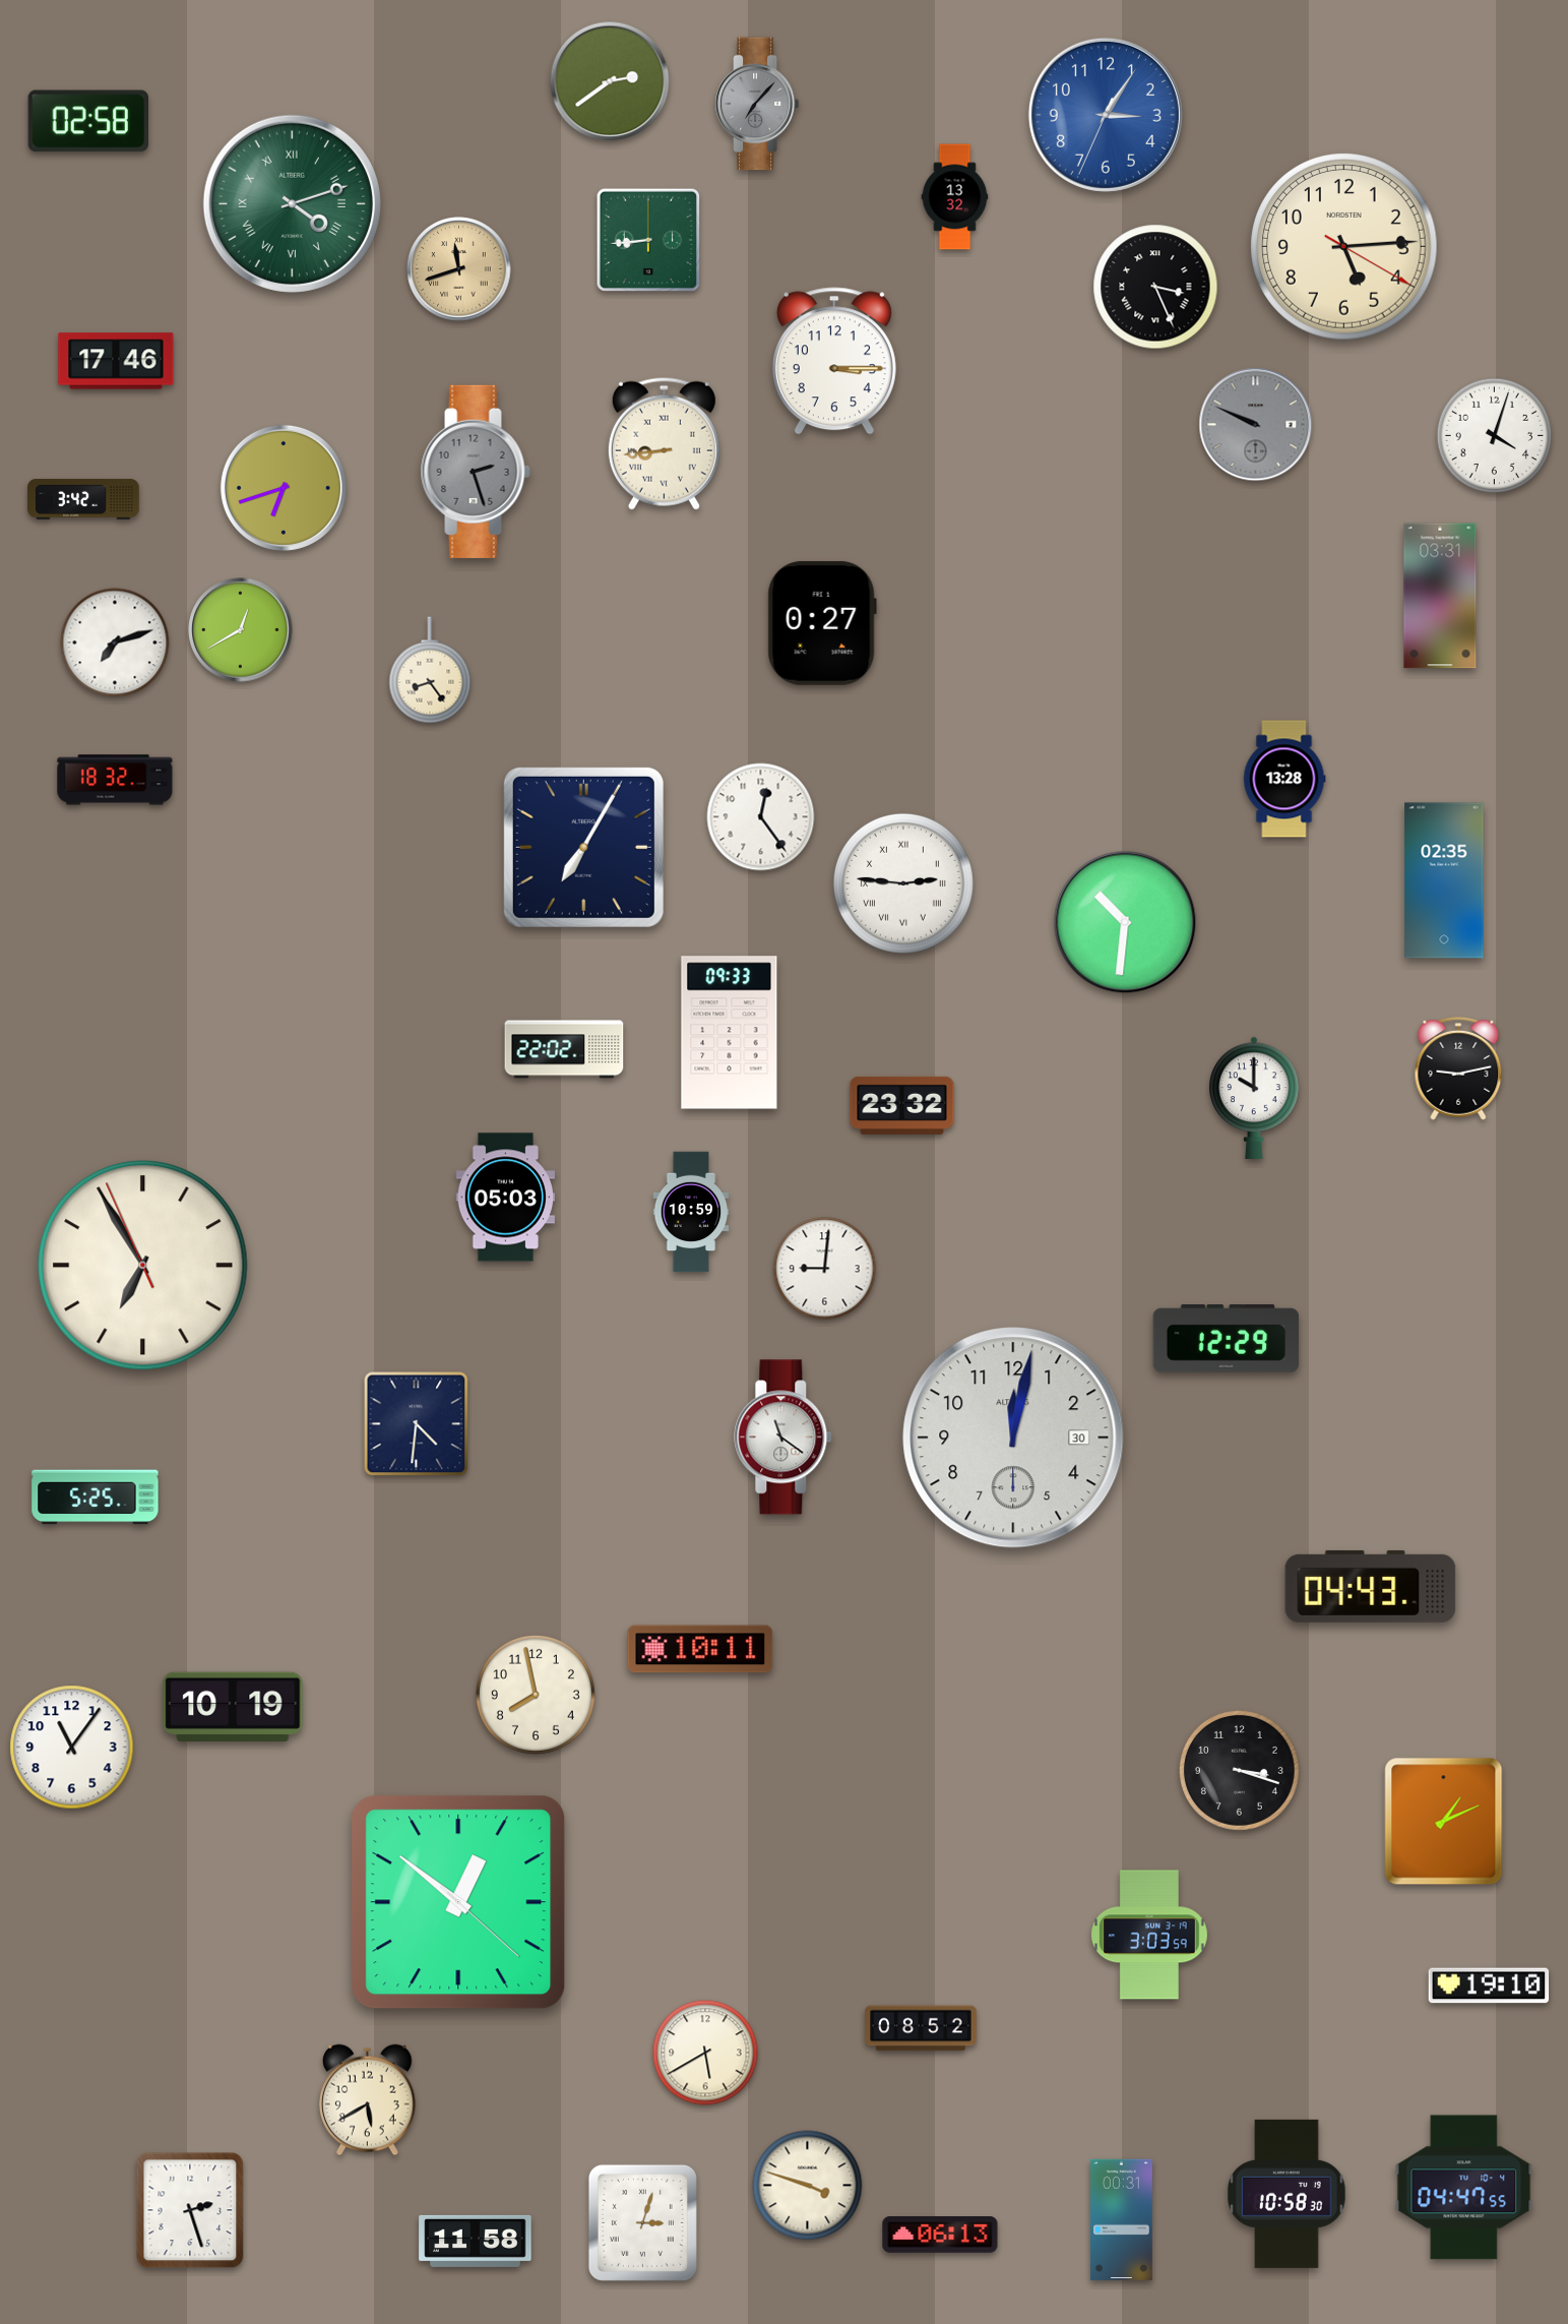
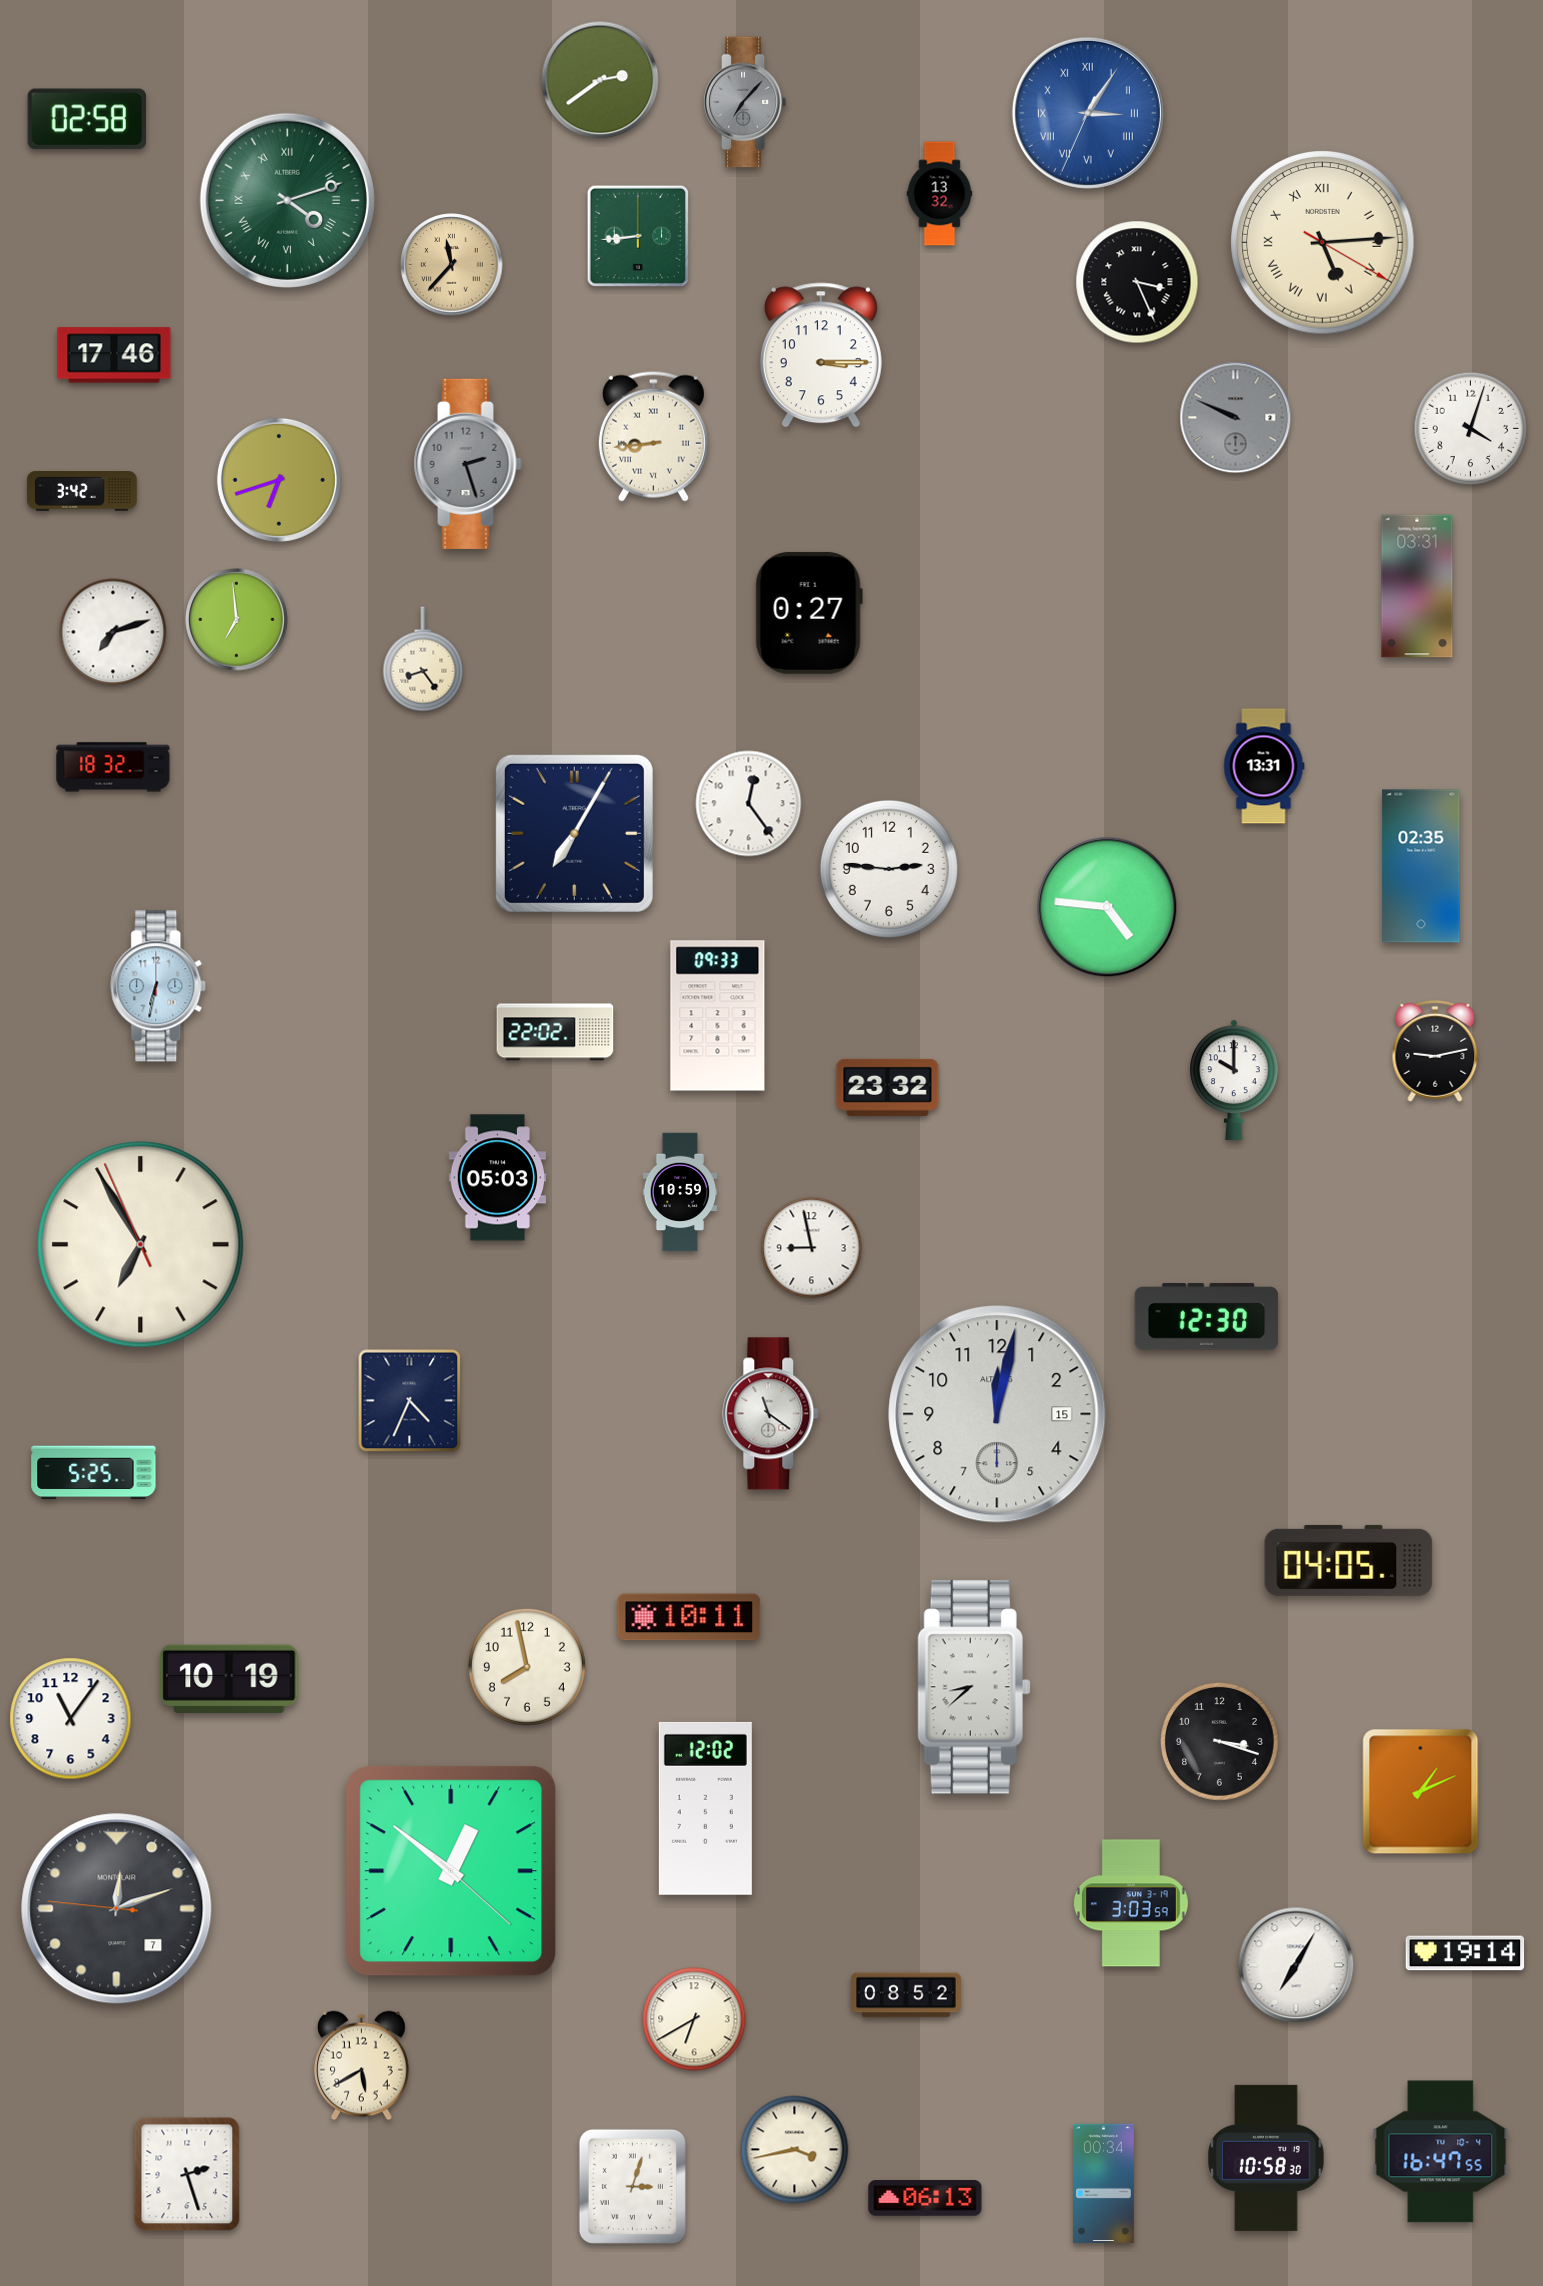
clock at (1106, 115) numerals: Arabic -> Roman
clock at (1344, 247) numerals: Arabic -> Roman
clock at (459, 269): 11:42 -> 11:37
clock at (241, 630): 12:40 -> 6:59
clock at (1284, 779): 13:28 -> 13:31
clock at (903, 883) numerals: Roman -> Arabic
clock at (1125, 922): 10:31 -> 4:46
clock at (159, 986): none -> 6:32
clock at (825, 1269): 9:01 -> 8:58
clock at (1227, 1339): 12:29 -> 12:30
clock at (417, 1424): 4:31 -> 4:34
clock at (1013, 1438) date: 30 -> 15
clock at (1371, 1586): 04:43 -> 04:05
clock at (700, 1649) position: (700, 1649) -> (689, 1617)
clock at (974, 1687): none -> 8:38
clock at (705, 1808): none -> 12:02
clock at (117, 1909): none -> 12:11
clock at (1489, 1985): 19:10 -> 19:14
clock at (1296, 1965): none -> 7:05
clock at (705, 2053): 5:40 -> 6:40
clock at (808, 2186): 3:48 -> 3:43
clock at (1464, 2188): 04:47 -> 16:47
clock at (1122, 2219): 00:31 -> 00:34
clock at (476, 2241): 11:58 -> none
